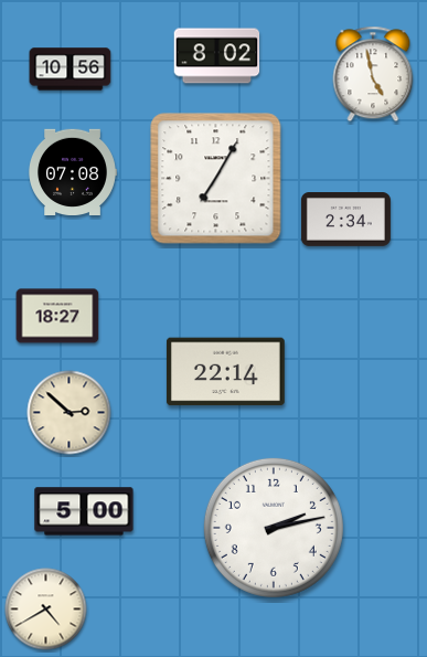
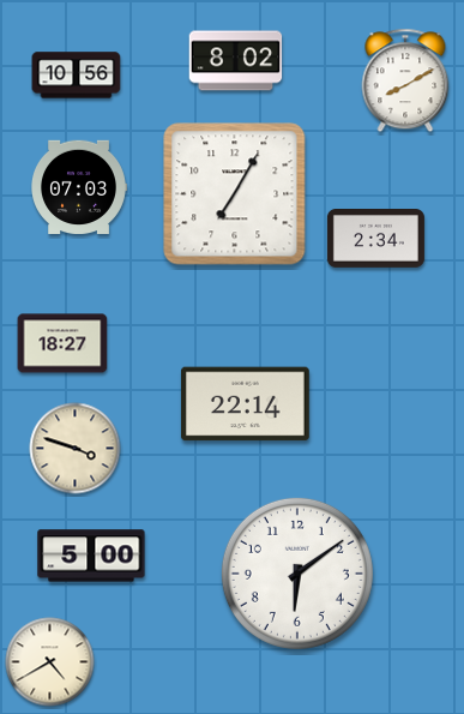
clock at (373, 74): 4:58 -> 8:10
clock at (73, 171): 07:08 -> 07:03
clock at (70, 413): 2:52 -> 3:48
clock at (274, 528): 2:13 -> 6:09
